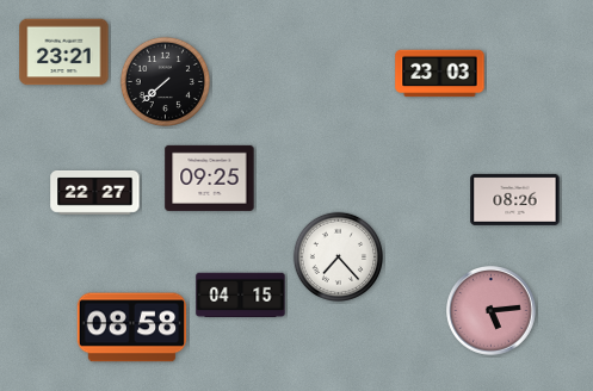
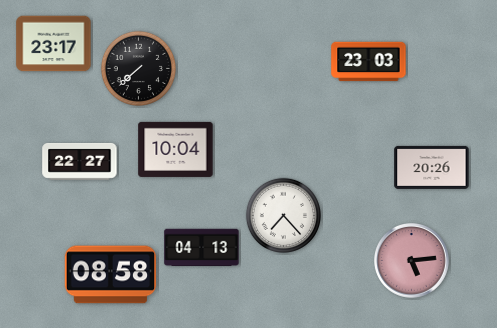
clock at (64, 52): 23:21 -> 23:17
clock at (210, 178): 09:25 -> 10:04
clock at (515, 199): 08:26 -> 20:26
clock at (241, 296): 04:15 -> 04:13
